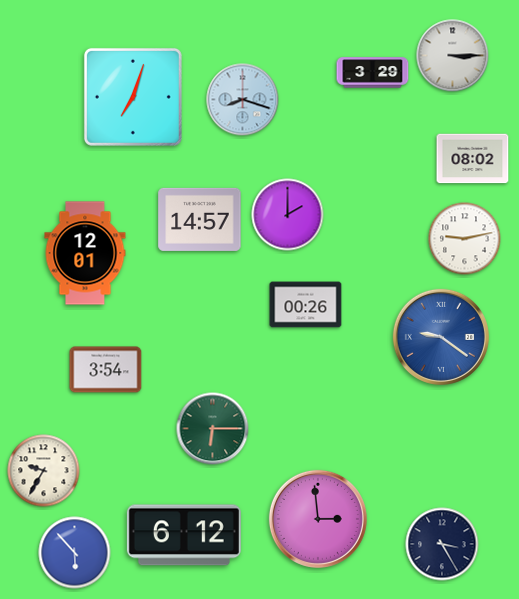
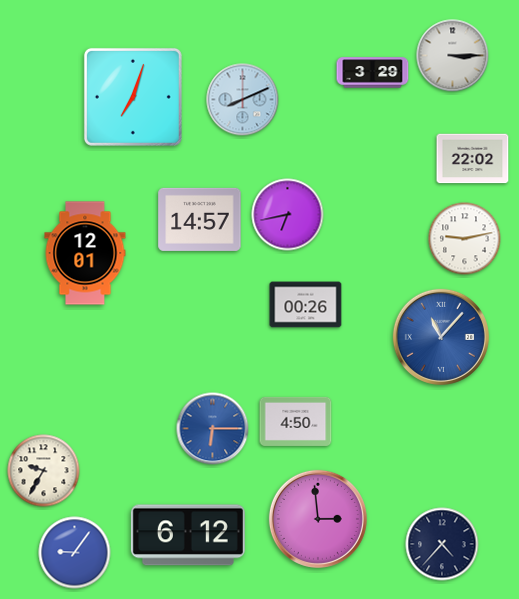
clock at (243, 100): 8:18 -> 8:11
clock at (473, 159): 08:02 -> 22:02
clock at (288, 215): 2:00 -> 6:43
clock at (441, 337): 9:21 -> 11:07
clock at (106, 370): 3:54 -> none
clock at (296, 421): none -> 4:50
clock at (213, 429) dial: green -> blue
clock at (184, 535) position: (184, 535) -> (188, 535)
clock at (442, 544): 3:25 -> 4:37
clock at (75, 553): 5:53 -> 9:06
